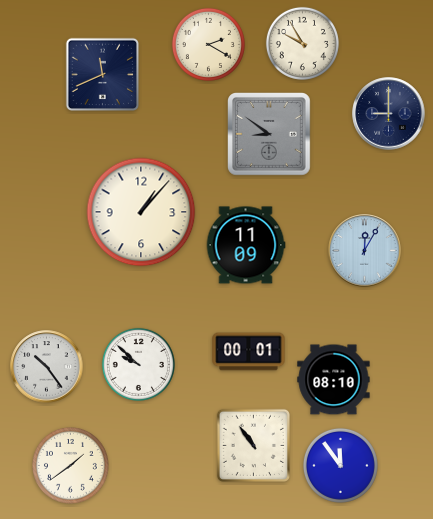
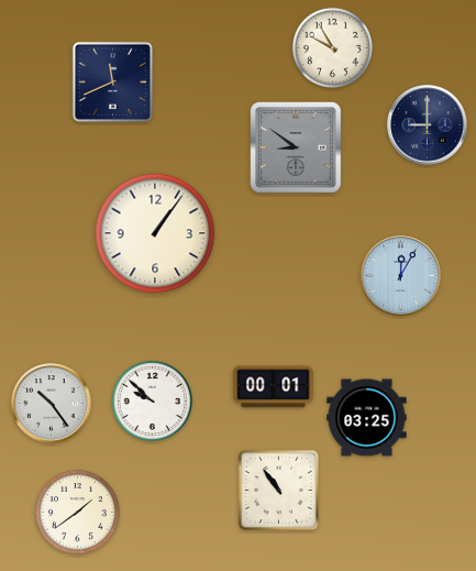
clock at (208, 44): 2:20 -> none
clock at (141, 212): 1:07 -> 1:06
clock at (246, 245): 11:09 -> none
clock at (334, 380): 08:10 -> 03:25
clock at (340, 465): 11:54 -> none
